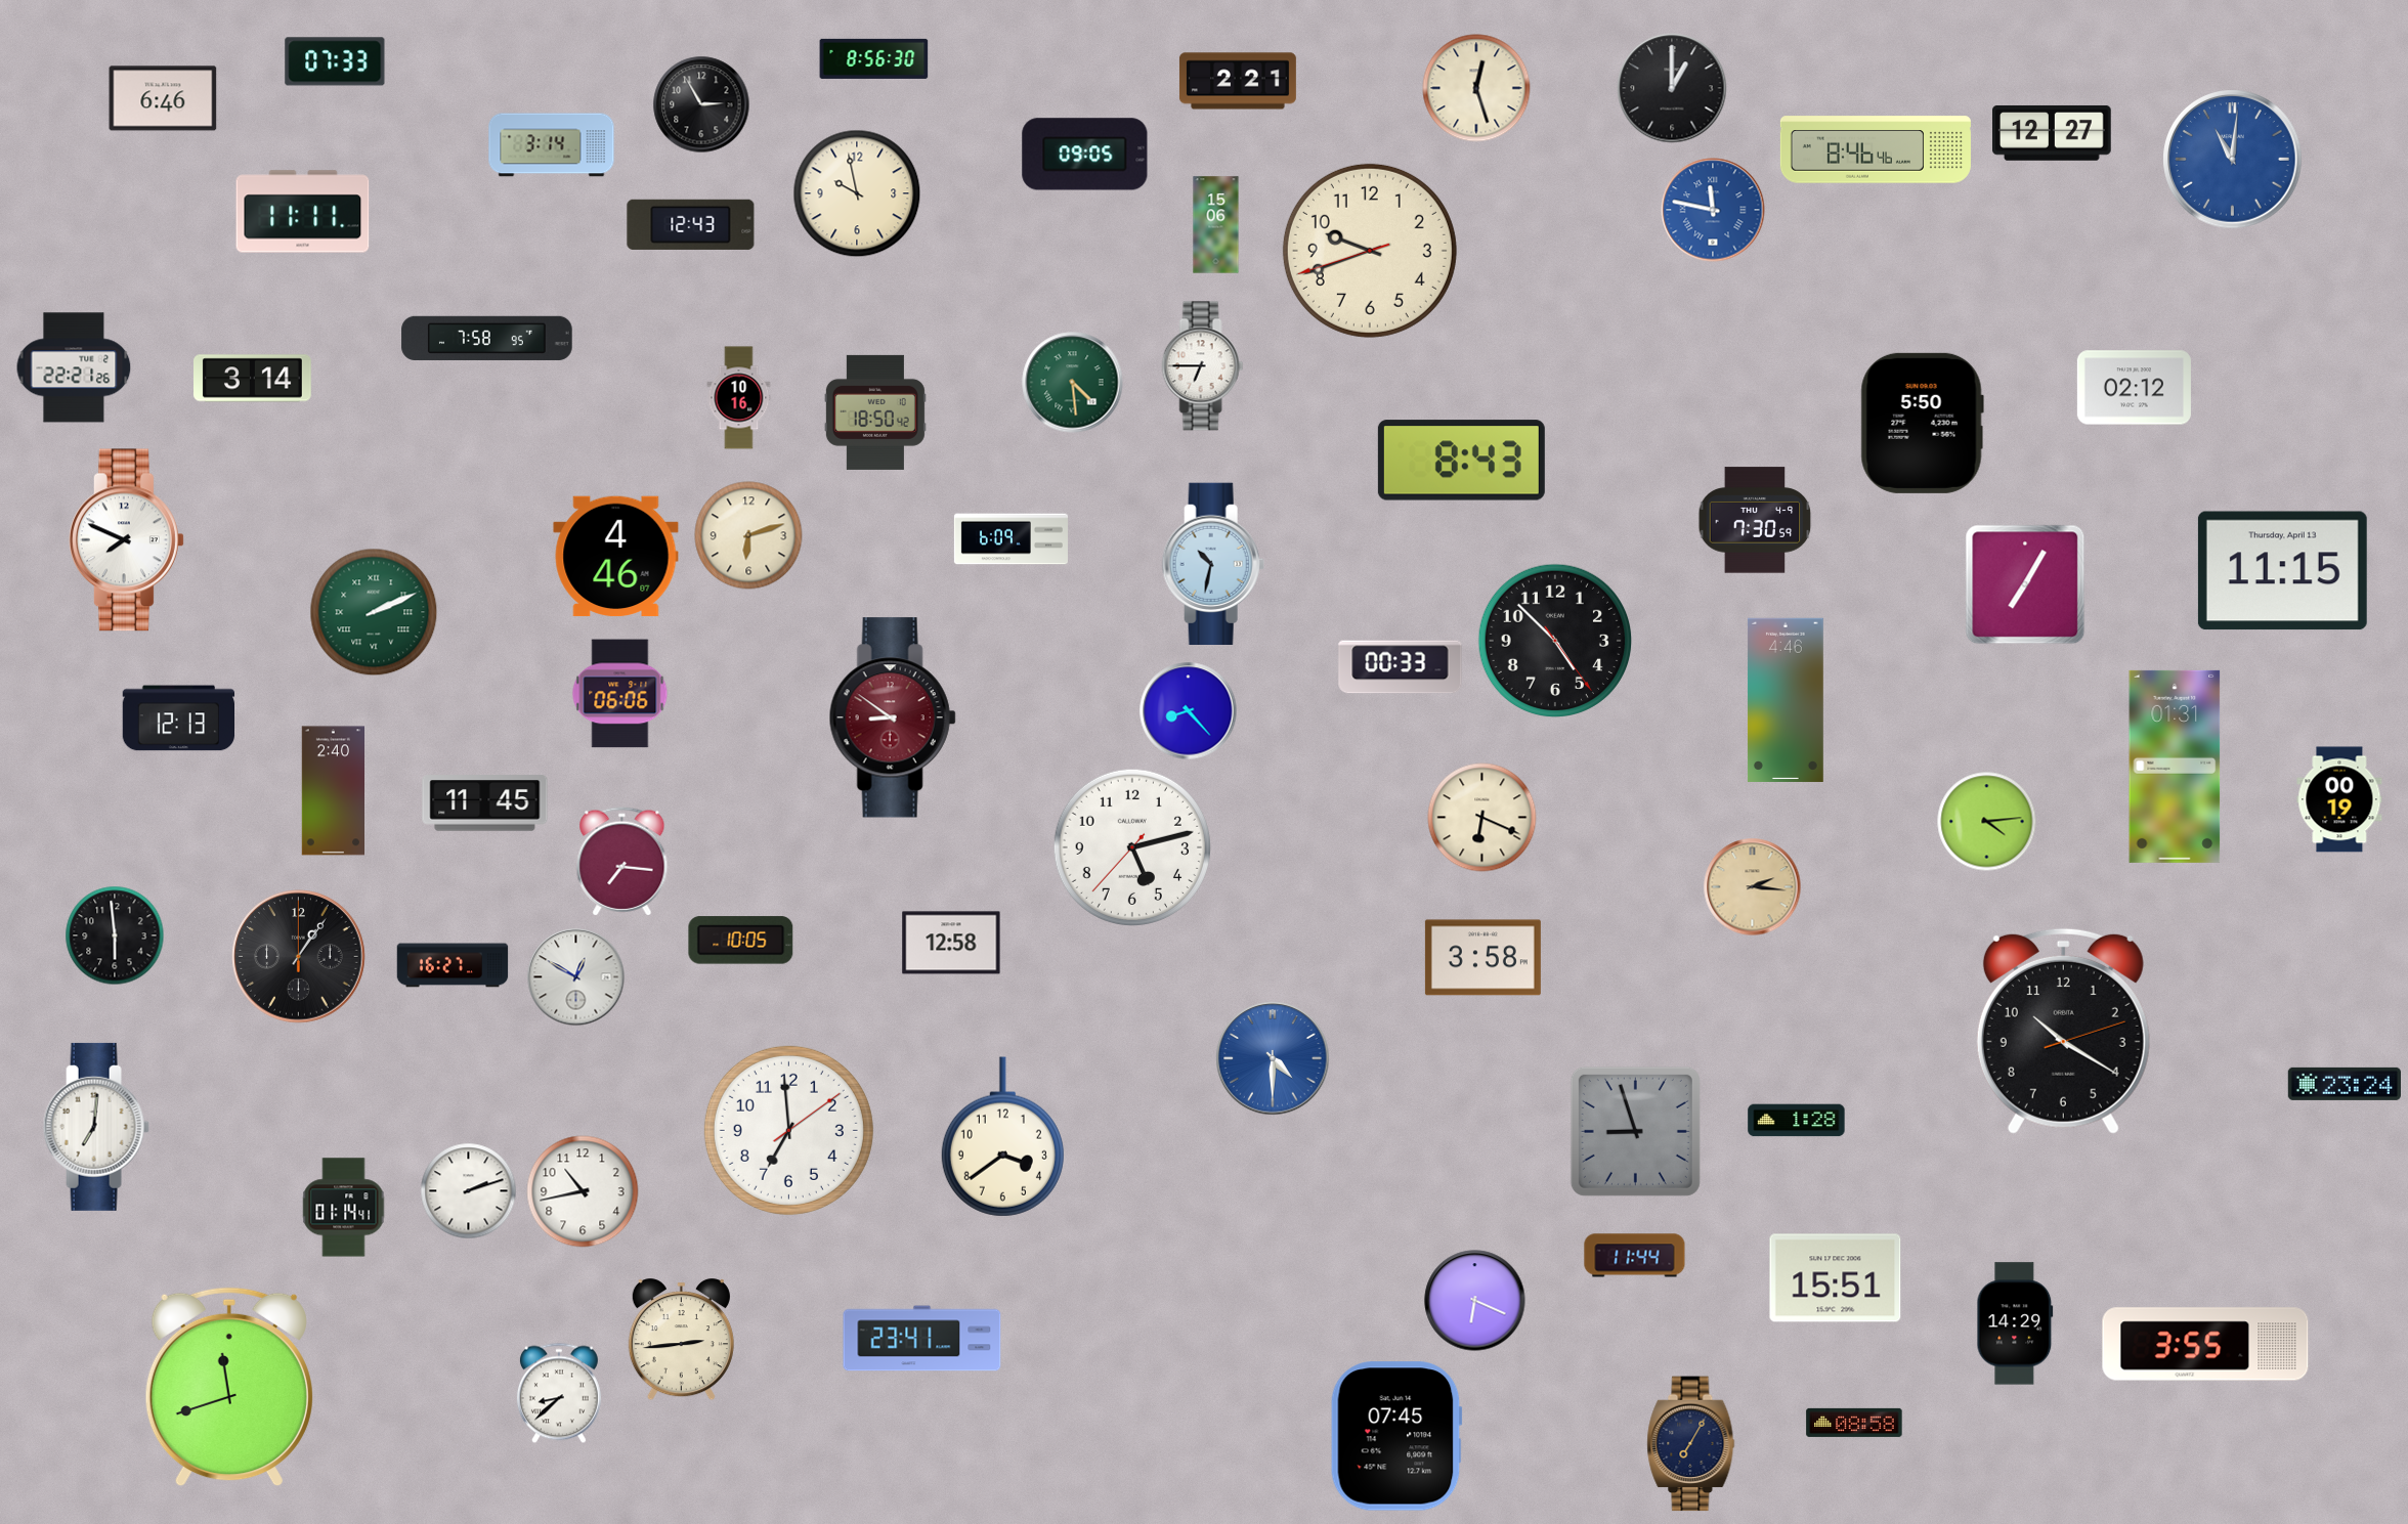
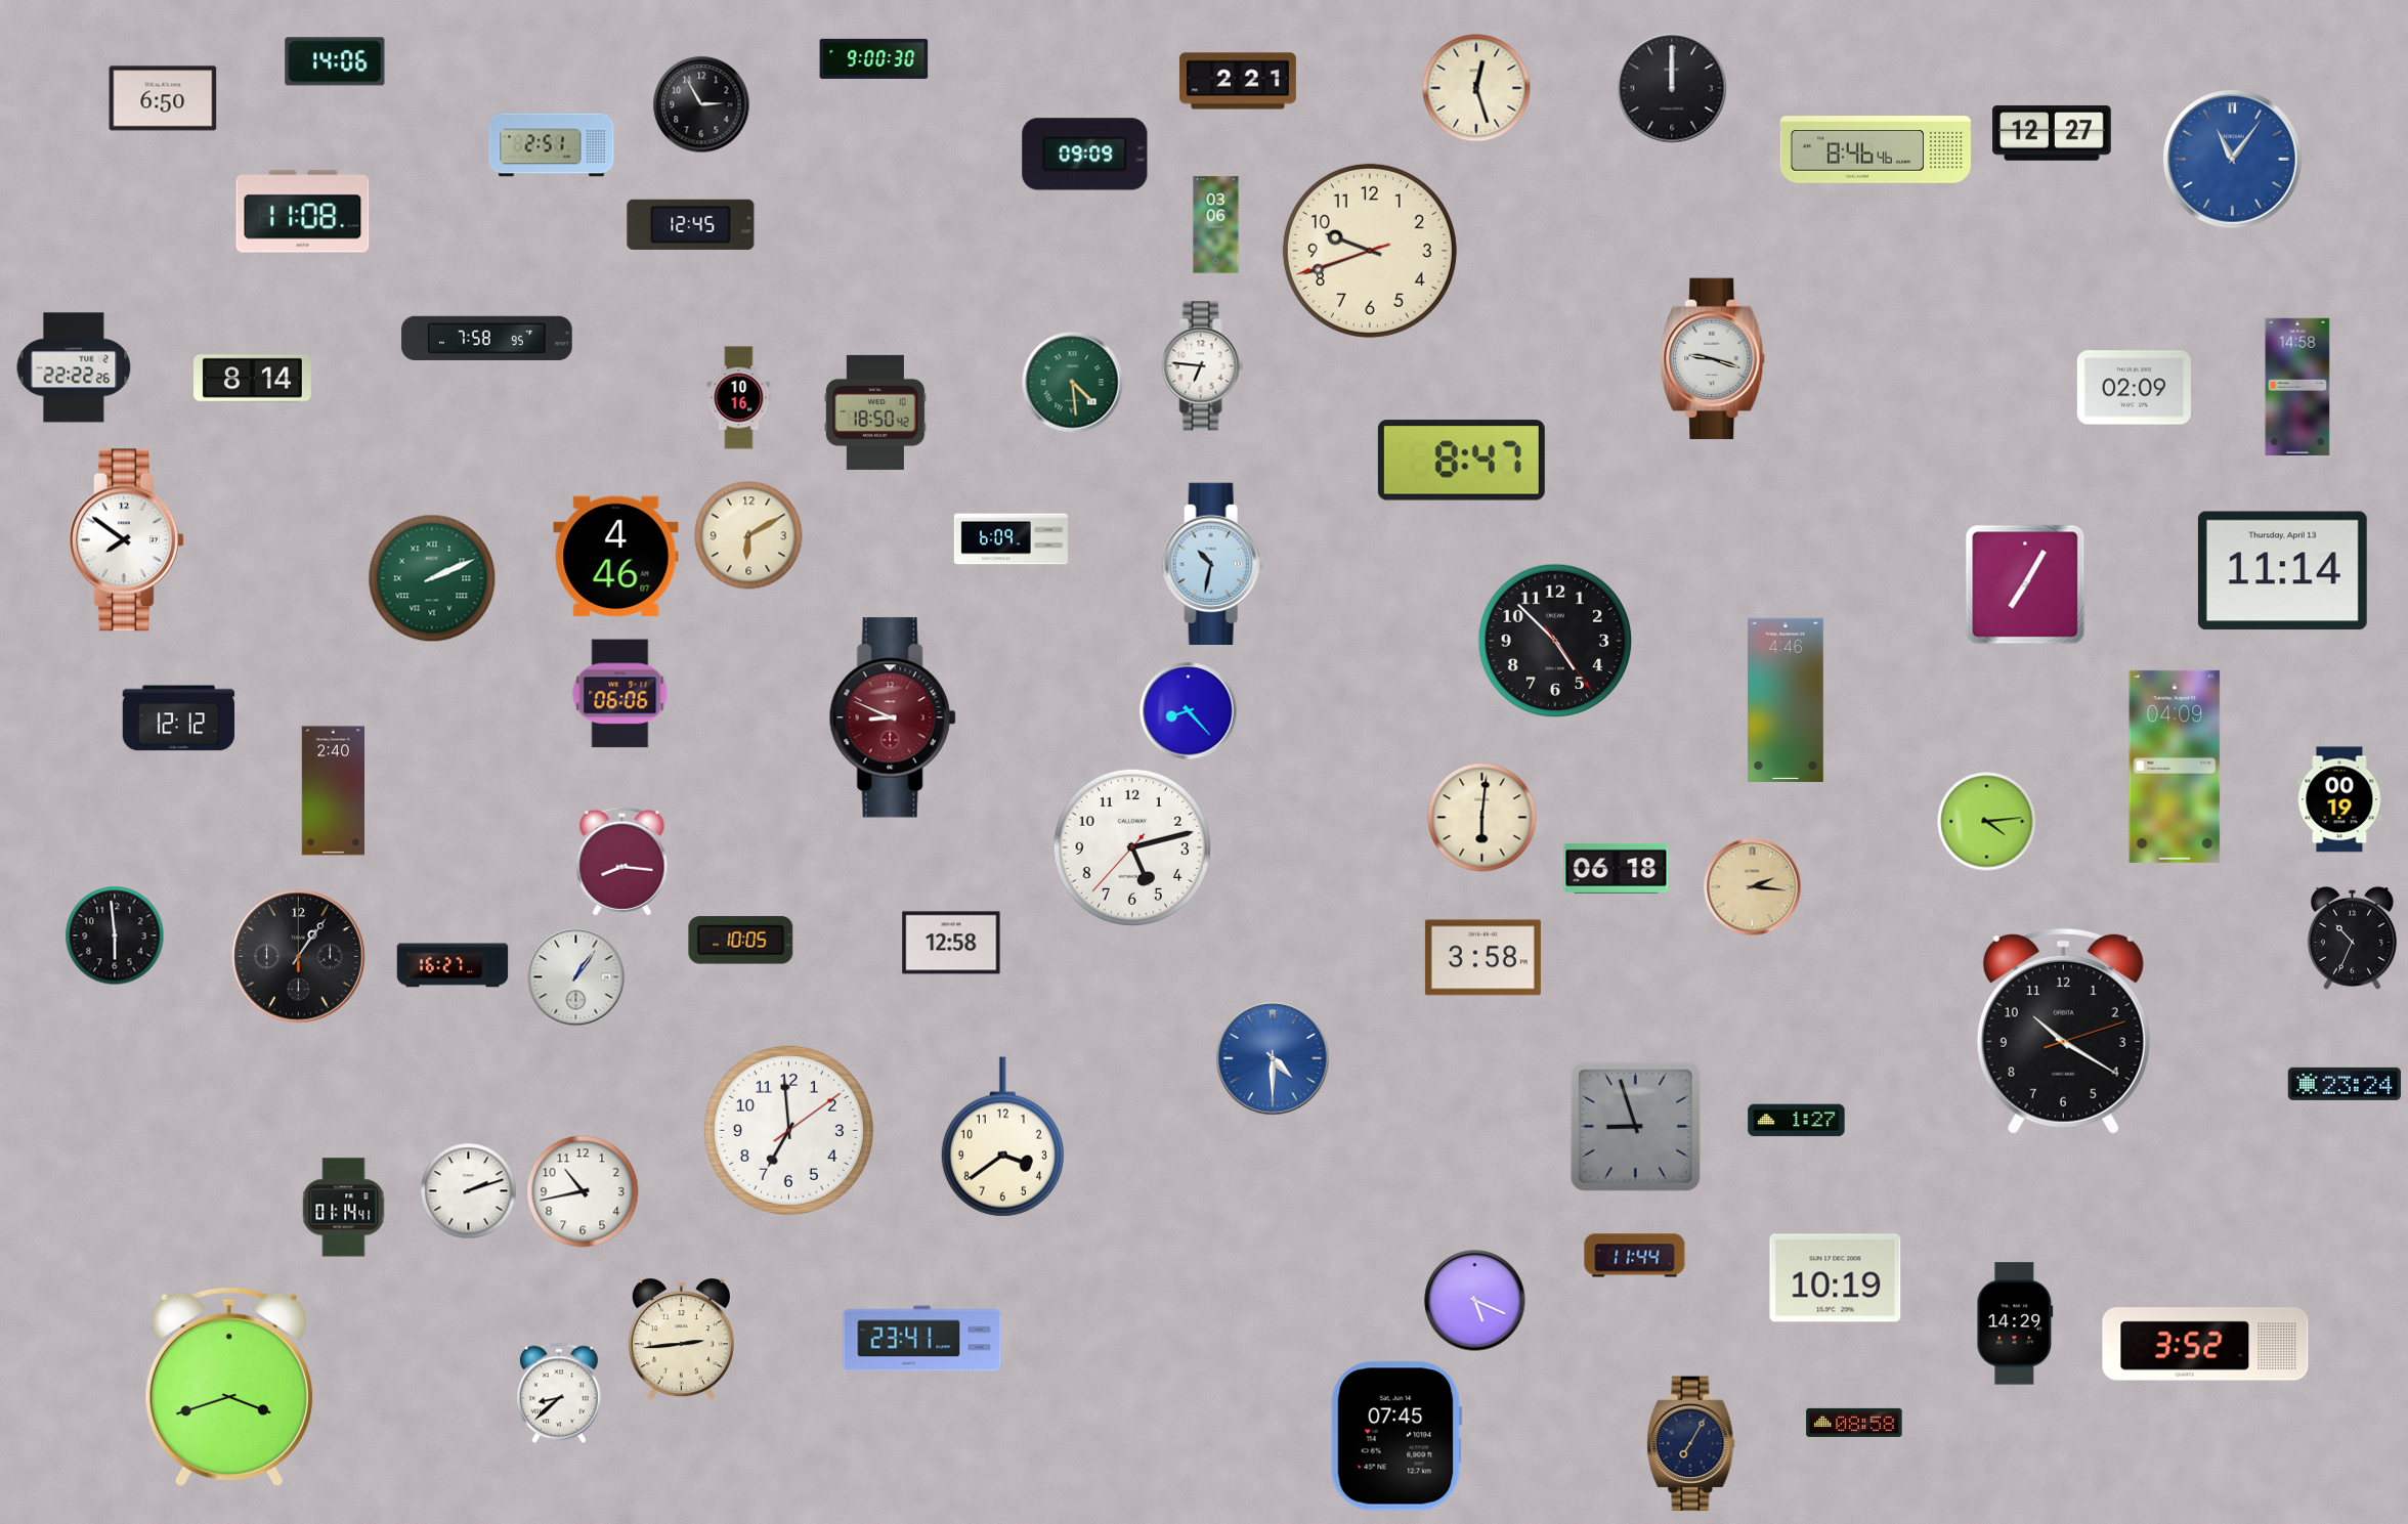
clock at (874, 58): 8:56 -> 9:00
clock at (335, 61): 07:33 -> 14:06
clock at (1672, 88): 1:00 -> 12:00
clock at (163, 98): 6:46 -> 6:50
clock at (552, 145): 3:14 -> 2:51
clock at (1085, 155): 09:05 -> 09:09
clock at (2233, 160): 11:01 -> 11:06
clock at (857, 193): 9:58 -> none
clock at (1713, 210): 11:47 -> none
clock at (303, 212): 11:11 -> 11:08
clock at (691, 224): 12:43 -> 12:45
clock at (1216, 225): 15:06 -> 03:06
clock at (1713, 359): none -> 9:18
clock at (1203, 366): 6:45 -> 6:46
clock at (74, 367): 22:21 -> 22:22
clock at (253, 379): 3:14 -> 8:14
clock at (2297, 387): none -> 14:58
clock at (2134, 388): 02:12 -> 02:09
clock at (1922, 423): 5:50 -> none
clock at (1461, 461): 8:43 -> 8:47
clock at (1755, 520): 7:30 -> none
clock at (748, 535): 6:12 -> 6:10
clock at (126, 540): 7:49 -> 7:51
clock at (2282, 571): 11:15 -> 11:14
clock at (374, 612) position: (374, 612) -> (432, 578)
clock at (1401, 667): 00:33 -> none
clock at (893, 717): 8:51 -> 8:49
clock at (178, 719): 12:13 -> 12:12
clock at (2175, 767): 01:31 -> 04:09
clock at (485, 803): 11:45 -> none
clock at (1482, 818): 6:19 -> 6:01
clock at (622, 862): 7:16 -> 8:16
clock at (1617, 869): none -> 06:18
clock at (2352, 938): none -> 10:34
clock at (576, 977): 12:50 -> 1:06
clock at (1797, 1121): 1:28 -> 1:27
clock at (96, 1127): 7:01 -> none
clock at (1635, 1131) position: (1635, 1131) -> (1635, 1126)
clock at (1836, 1278): 15:51 -> 10:19
clock at (1475, 1301): 6:19 -> 5:19
clock at (2205, 1344): 3:55 -> 3:52
clock at (229, 1387): 11:42 -> 3:42
